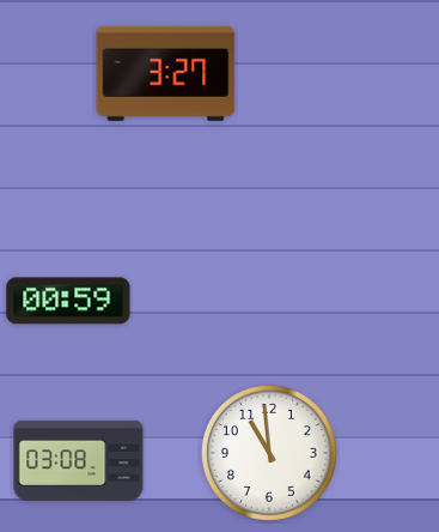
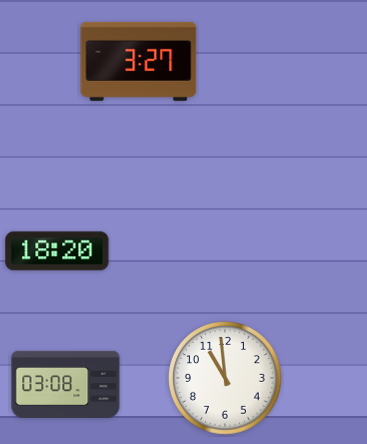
clock at (68, 301): 00:59 -> 18:20
